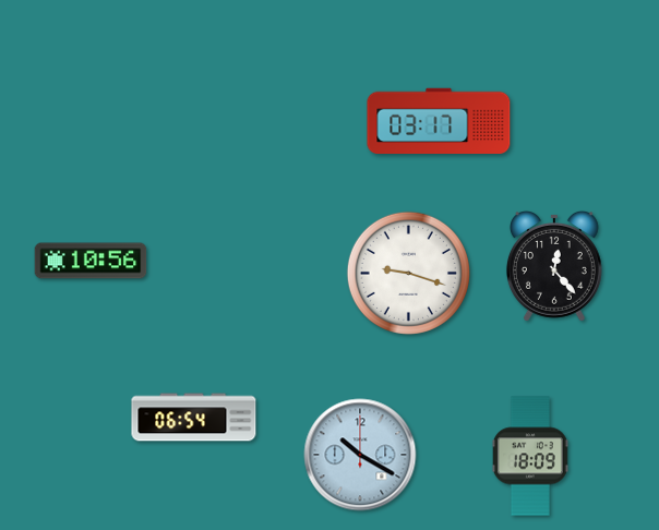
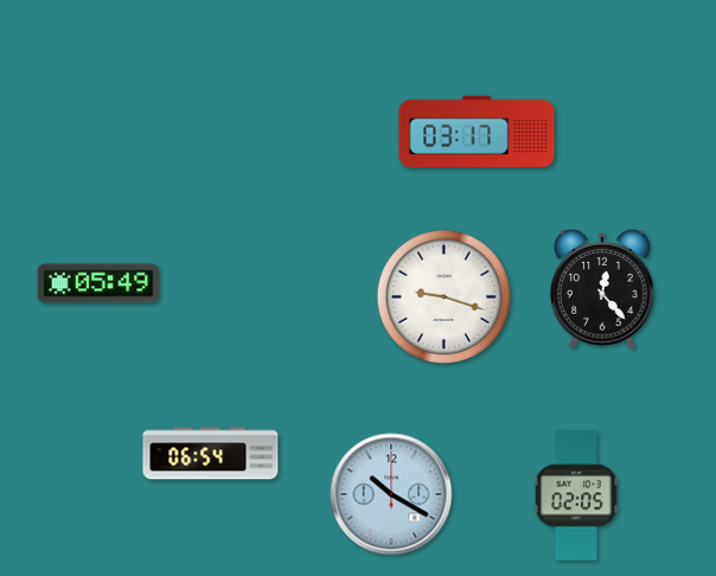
clock at (91, 261): 10:56 -> 05:49
clock at (530, 456): 18:09 -> 02:05
